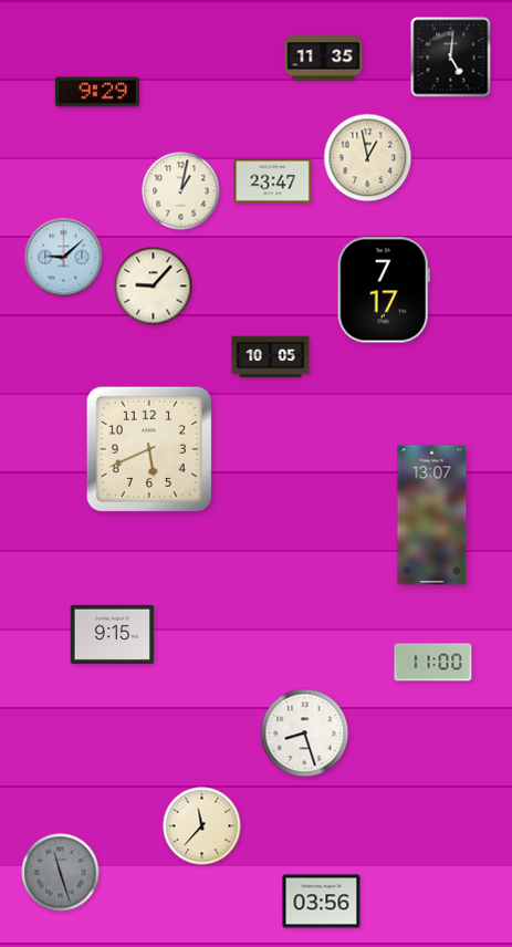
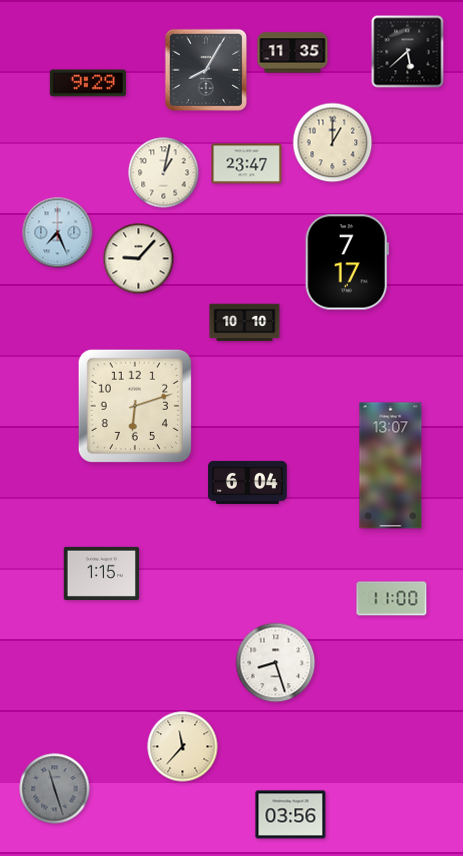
clock at (451, 58): 5:01 -> 5:38
clock at (206, 70): none -> 8:05
clock at (368, 158): 12:58 -> 1:00
clock at (64, 258): 9:08 -> 7:26
clock at (271, 357): 10:05 -> 10:10
clock at (149, 449): 5:41 -> 6:12
clock at (248, 482): none -> 6:04
clock at (113, 634): 9:15 -> 1:15
